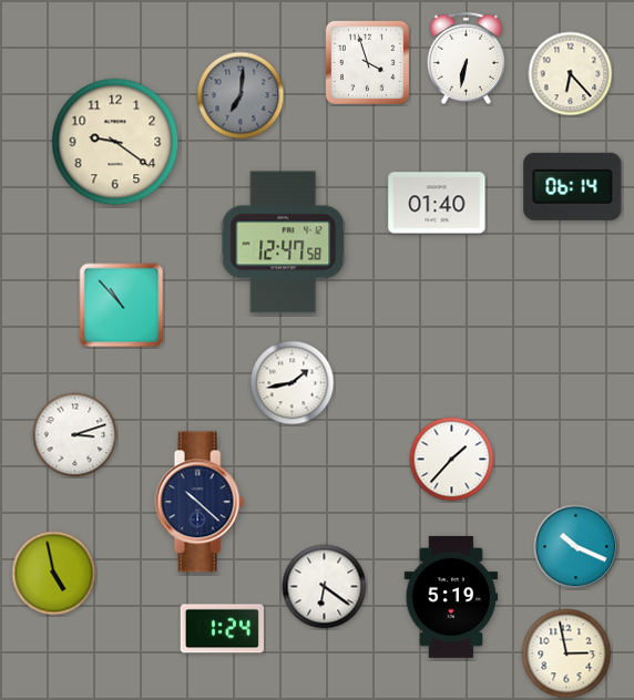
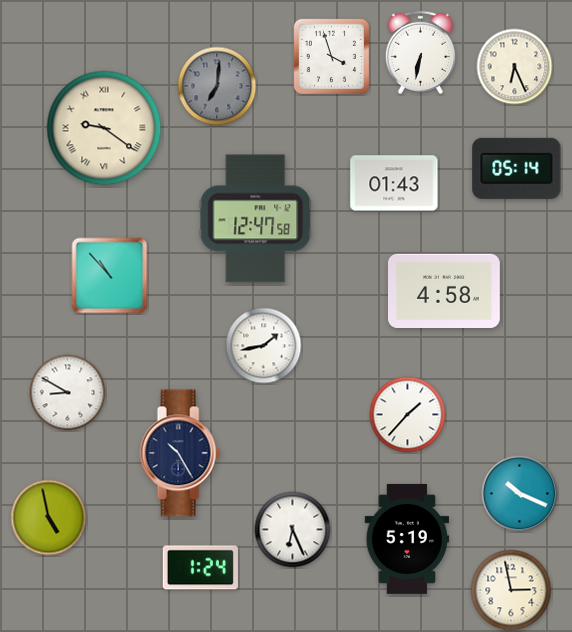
clock at (571, 74): 6:23 -> 6:26
clock at (115, 142) numerals: Arabic -> Roman
clock at (573, 186): 06:14 -> 05:14
clock at (437, 203): 01:40 -> 01:43
clock at (445, 290): none -> 4:58
clock at (75, 435): 3:12 -> 8:50
clock at (200, 502): 10:22 -> 10:25
clock at (325, 587): 6:21 -> 6:26
